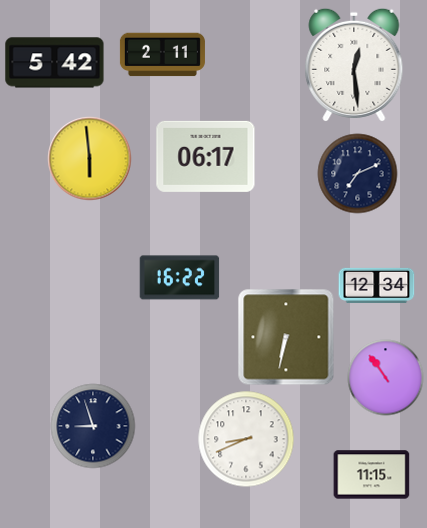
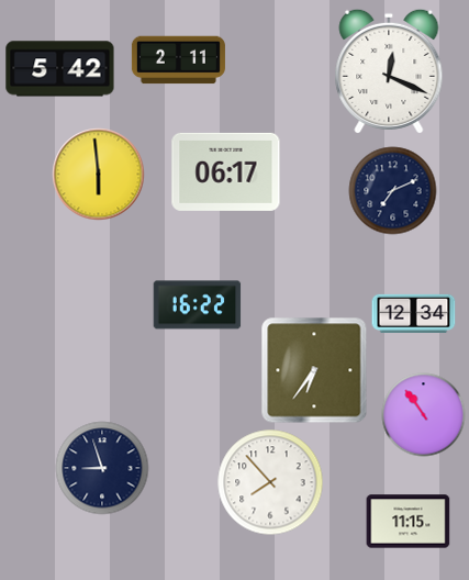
clock at (354, 64): 12:29 -> 12:19
clock at (286, 337): 6:32 -> 6:36
clock at (246, 439): 8:41 -> 7:53
